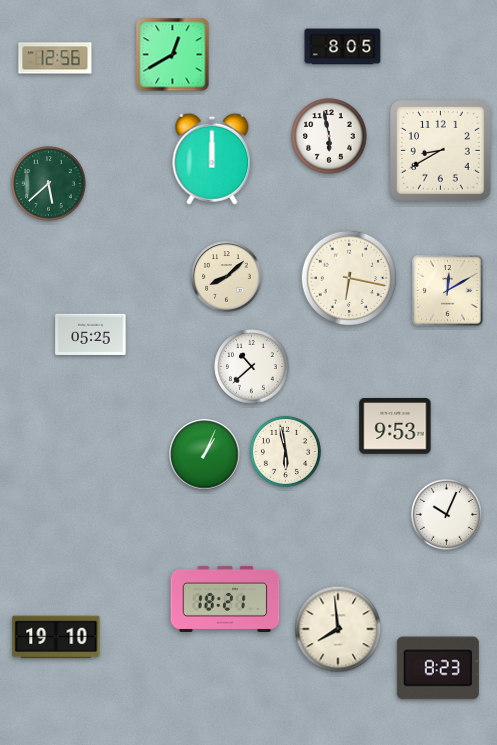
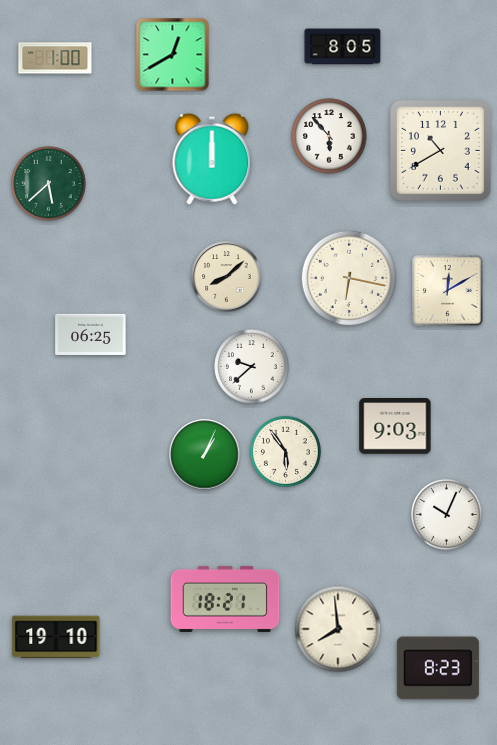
clock at (55, 58): 12:56 -> 1:00
clock at (329, 136): 5:58 -> 5:53
clock at (441, 151): 8:40 -> 10:40
clock at (91, 334): 05:25 -> 06:25
clock at (252, 367): 10:38 -> 9:38
clock at (395, 426): 9:53 -> 9:03
clock at (285, 451): 5:58 -> 5:54
